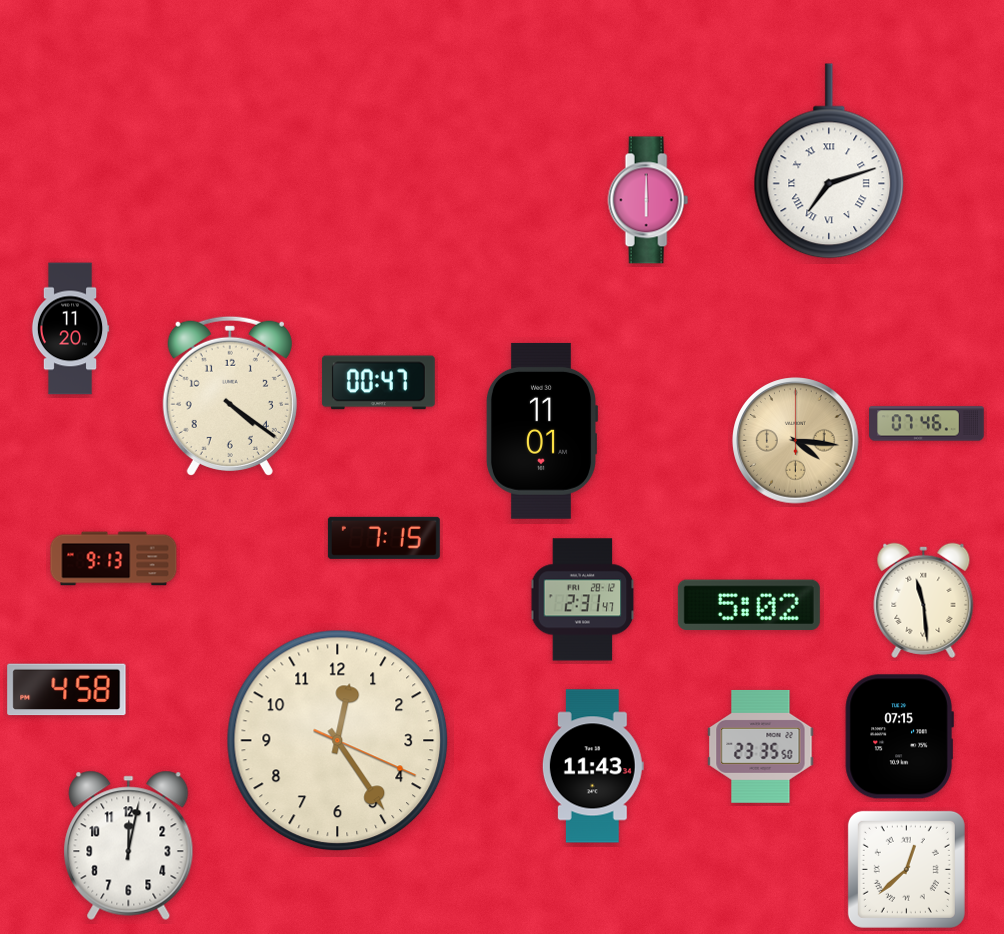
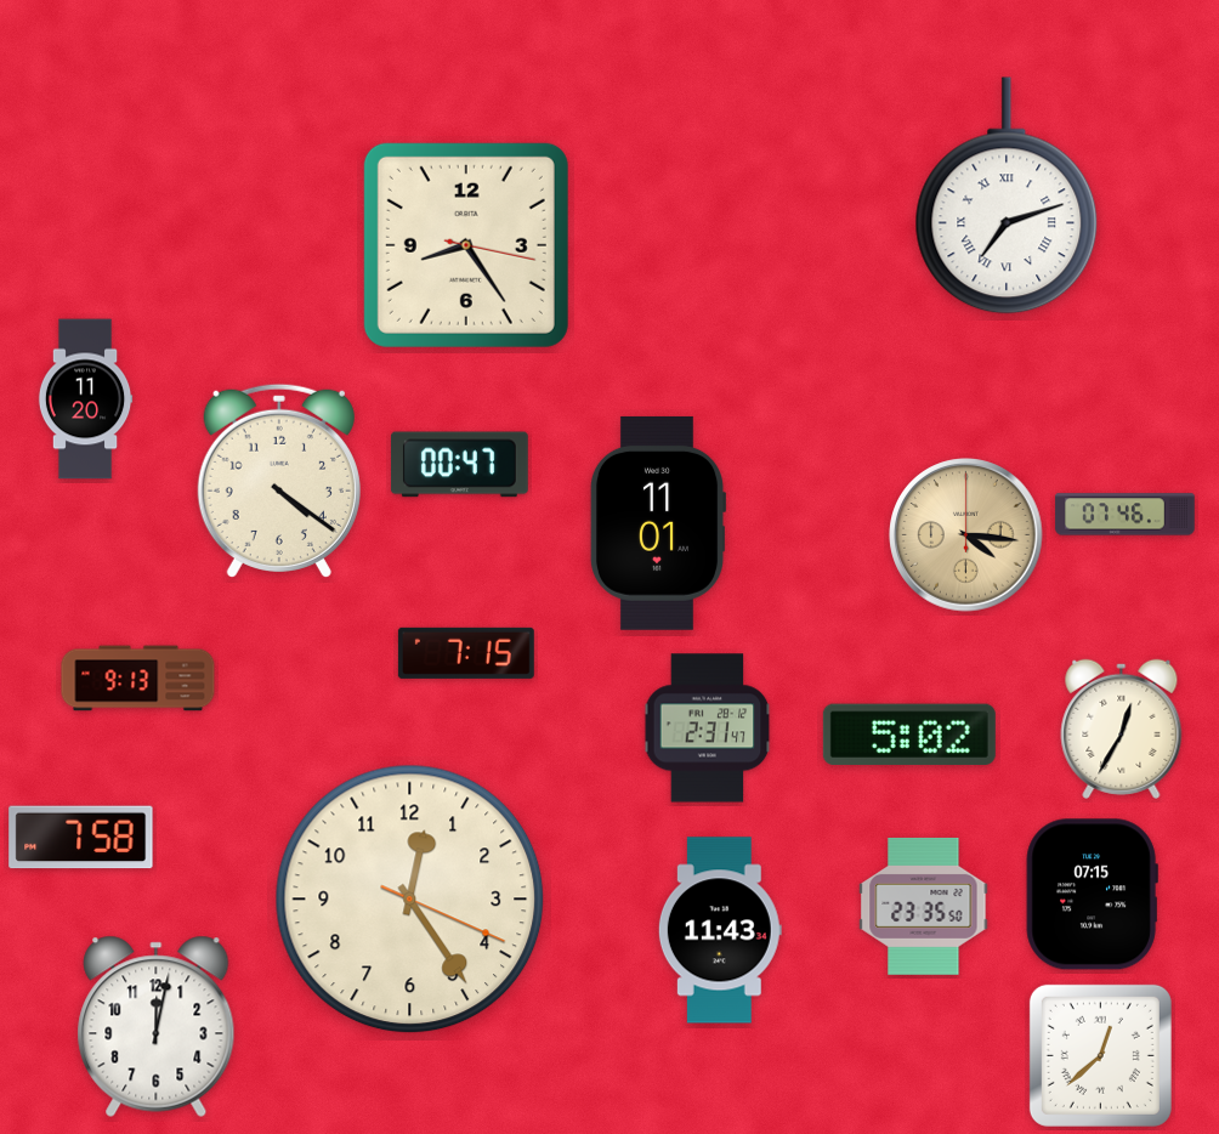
clock at (648, 200): 6:00 -> none
clock at (466, 245): none -> 8:24
clock at (924, 600): 11:29 -> 12:35
clock at (67, 690): 4:58 -> 7:58
